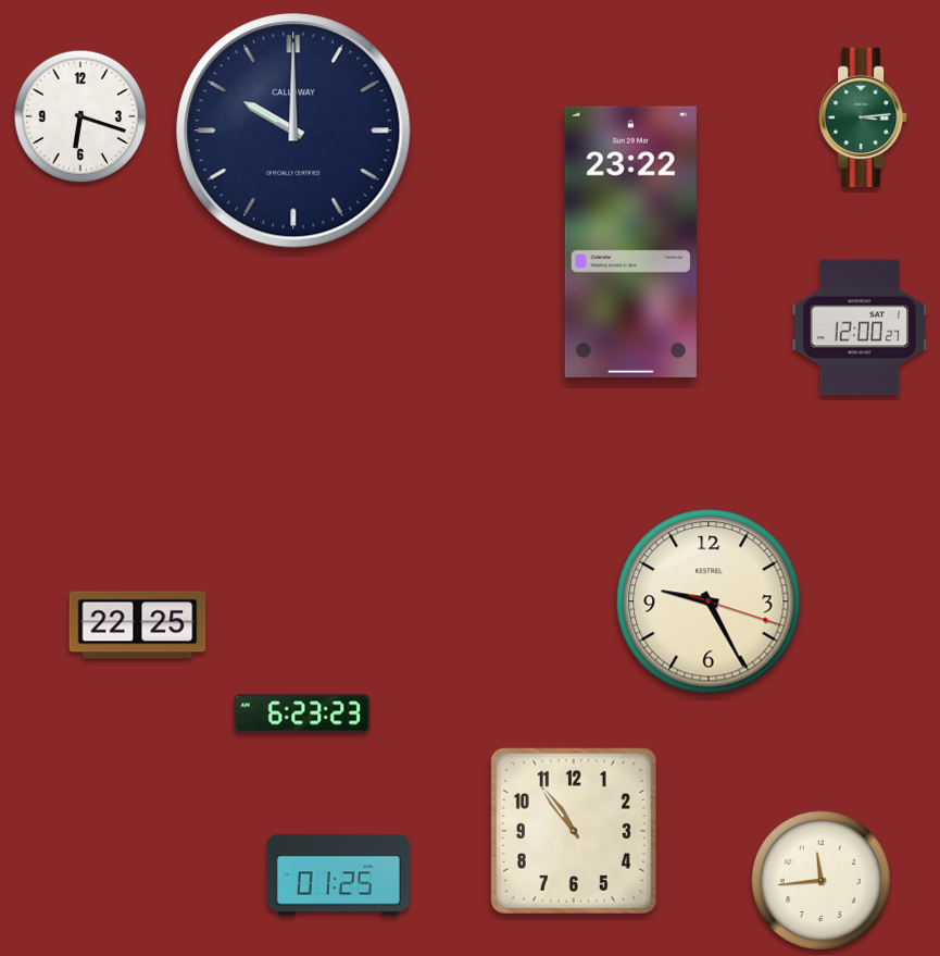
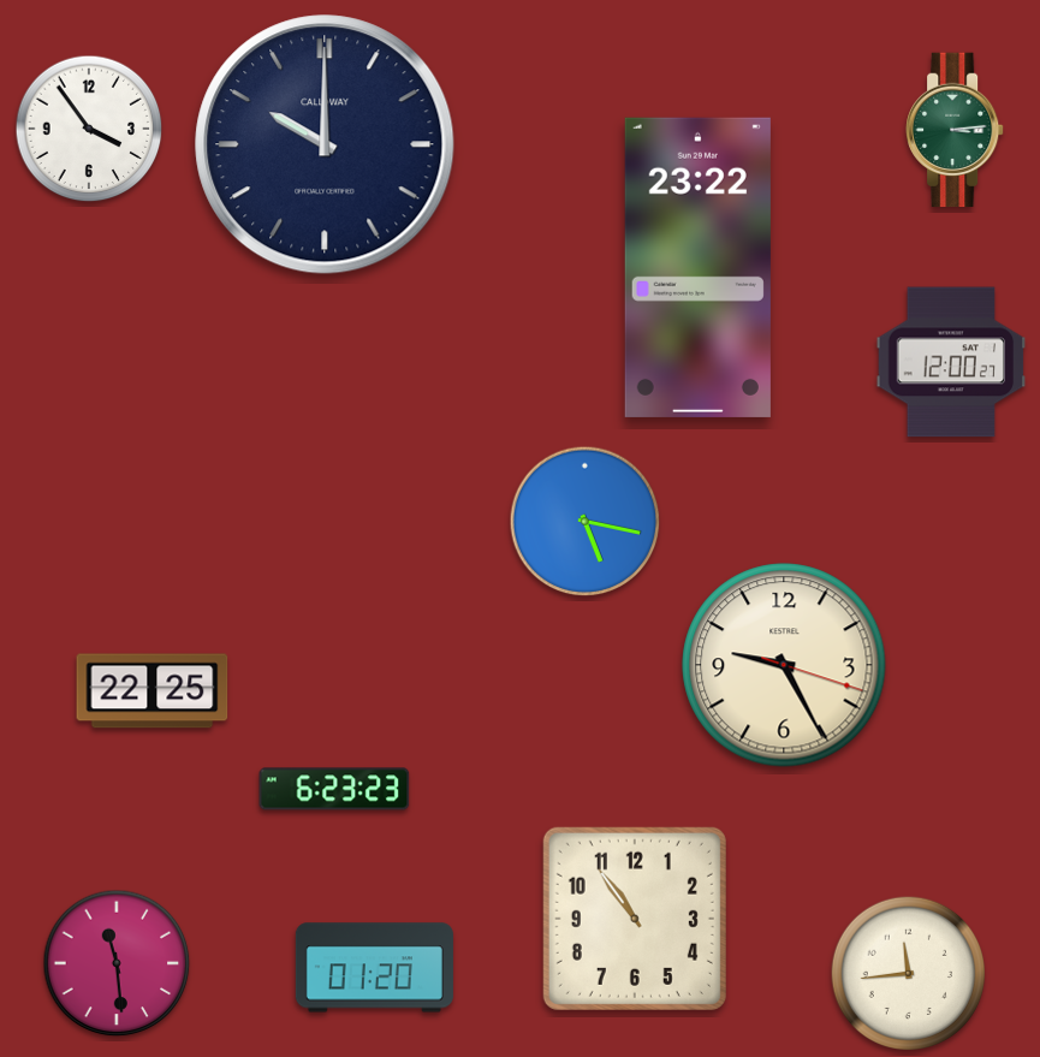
clock at (80, 116): 6:18 -> 3:54
clock at (586, 522): none -> 5:17
clock at (117, 963): none -> 11:29
clock at (338, 876): 01:25 -> 01:20
